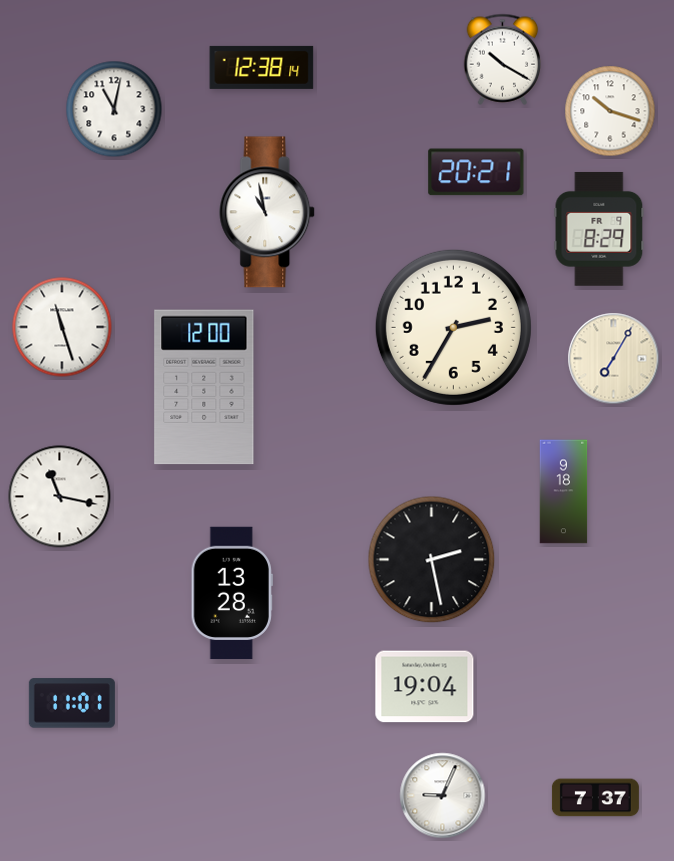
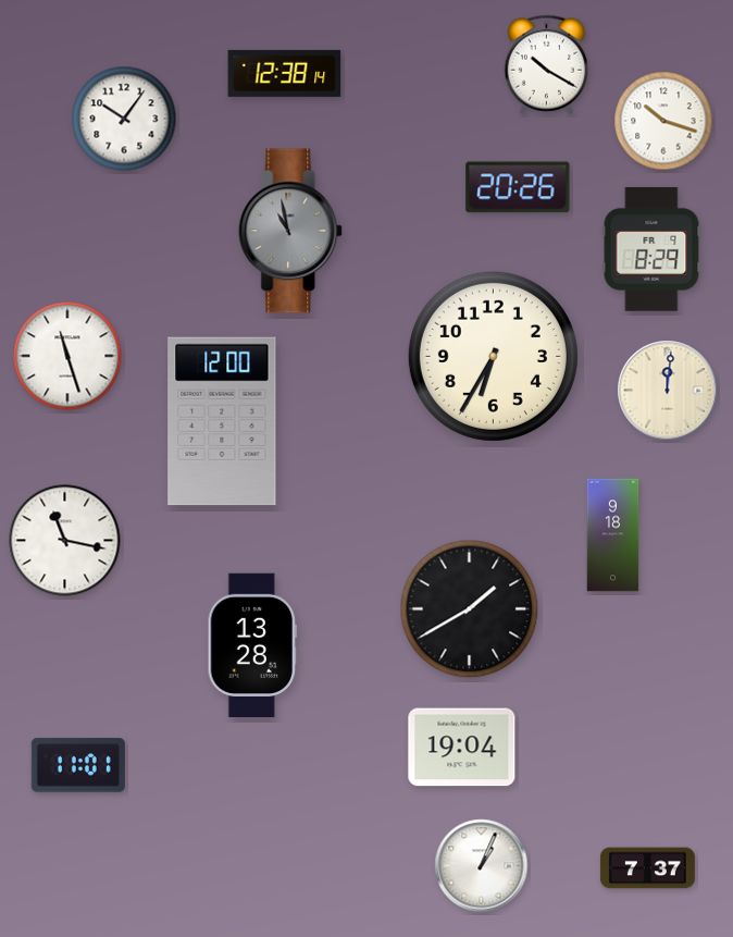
clock at (114, 109): 11:02 -> 10:06
clock at (476, 172): 20:21 -> 20:26
clock at (268, 212) dial: white -> grey
clock at (453, 327): 2:35 -> 6:35
clock at (614, 359): 7:05 -> 12:01
clock at (432, 560): 2:28 -> 1:40
clock at (443, 796): 9:04 -> 1:04
